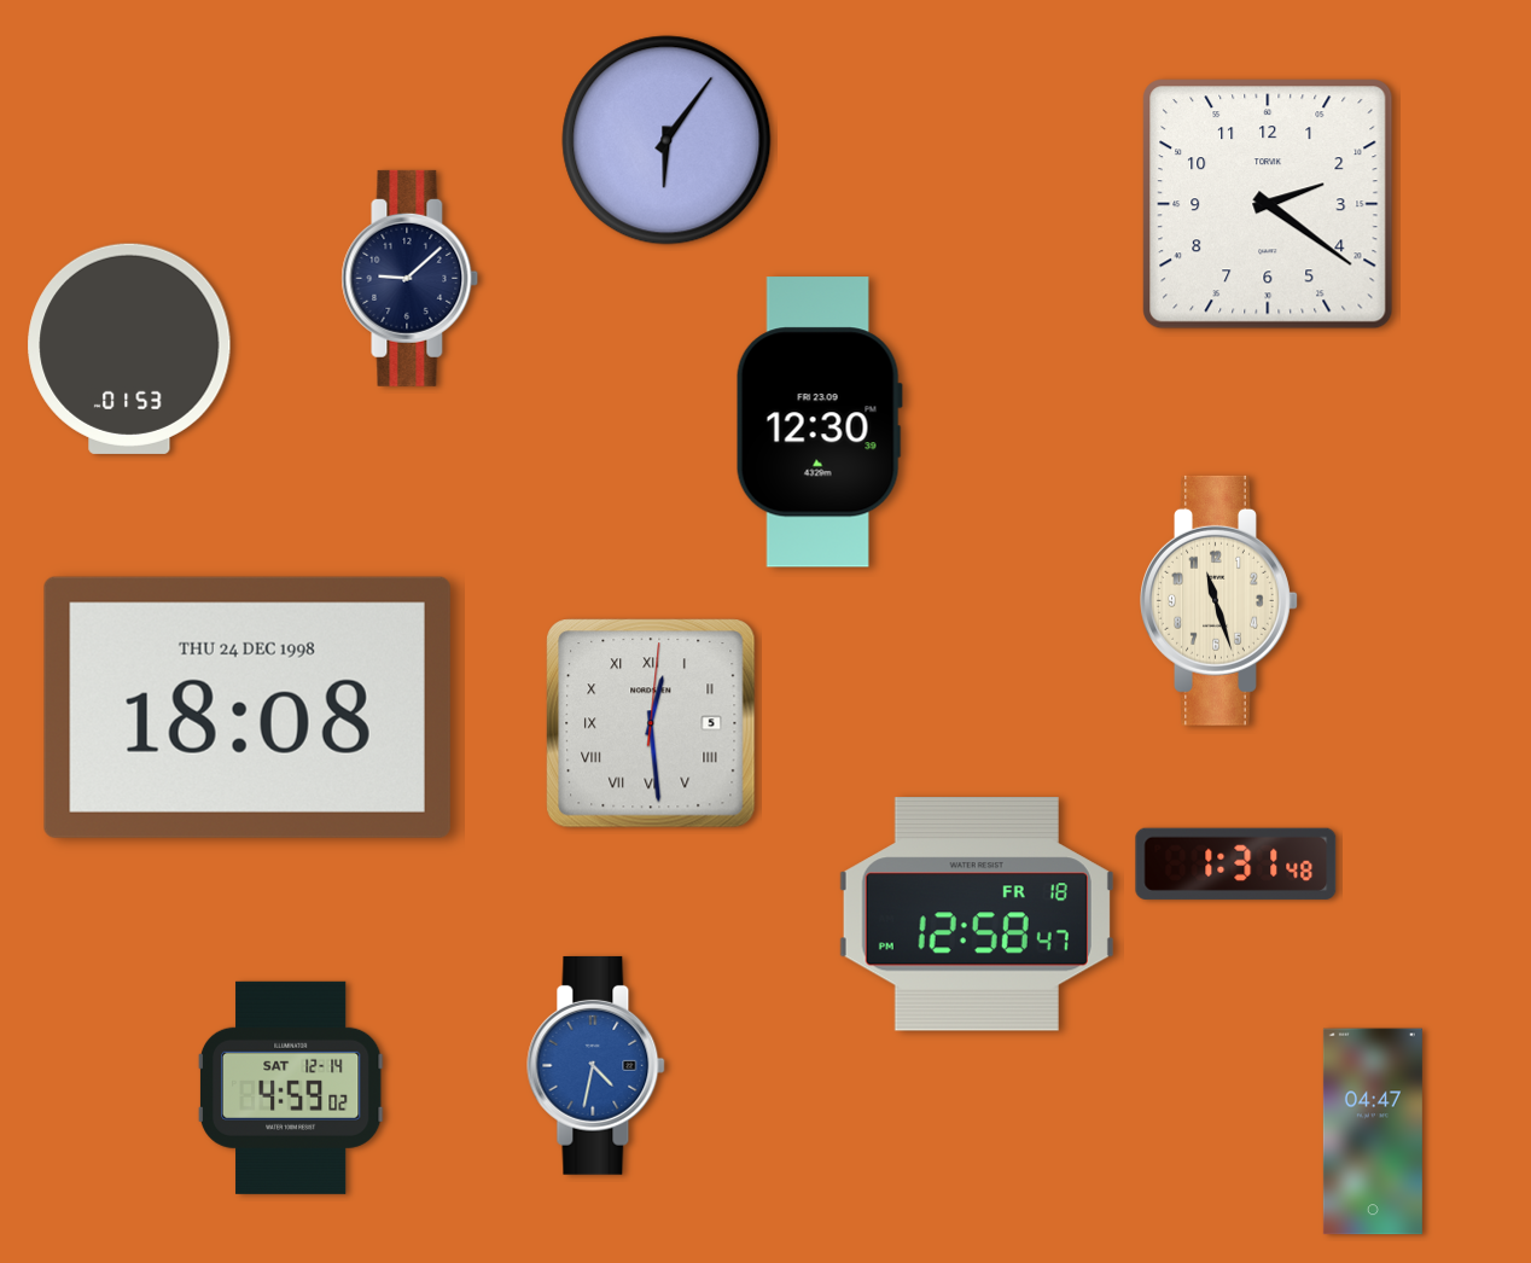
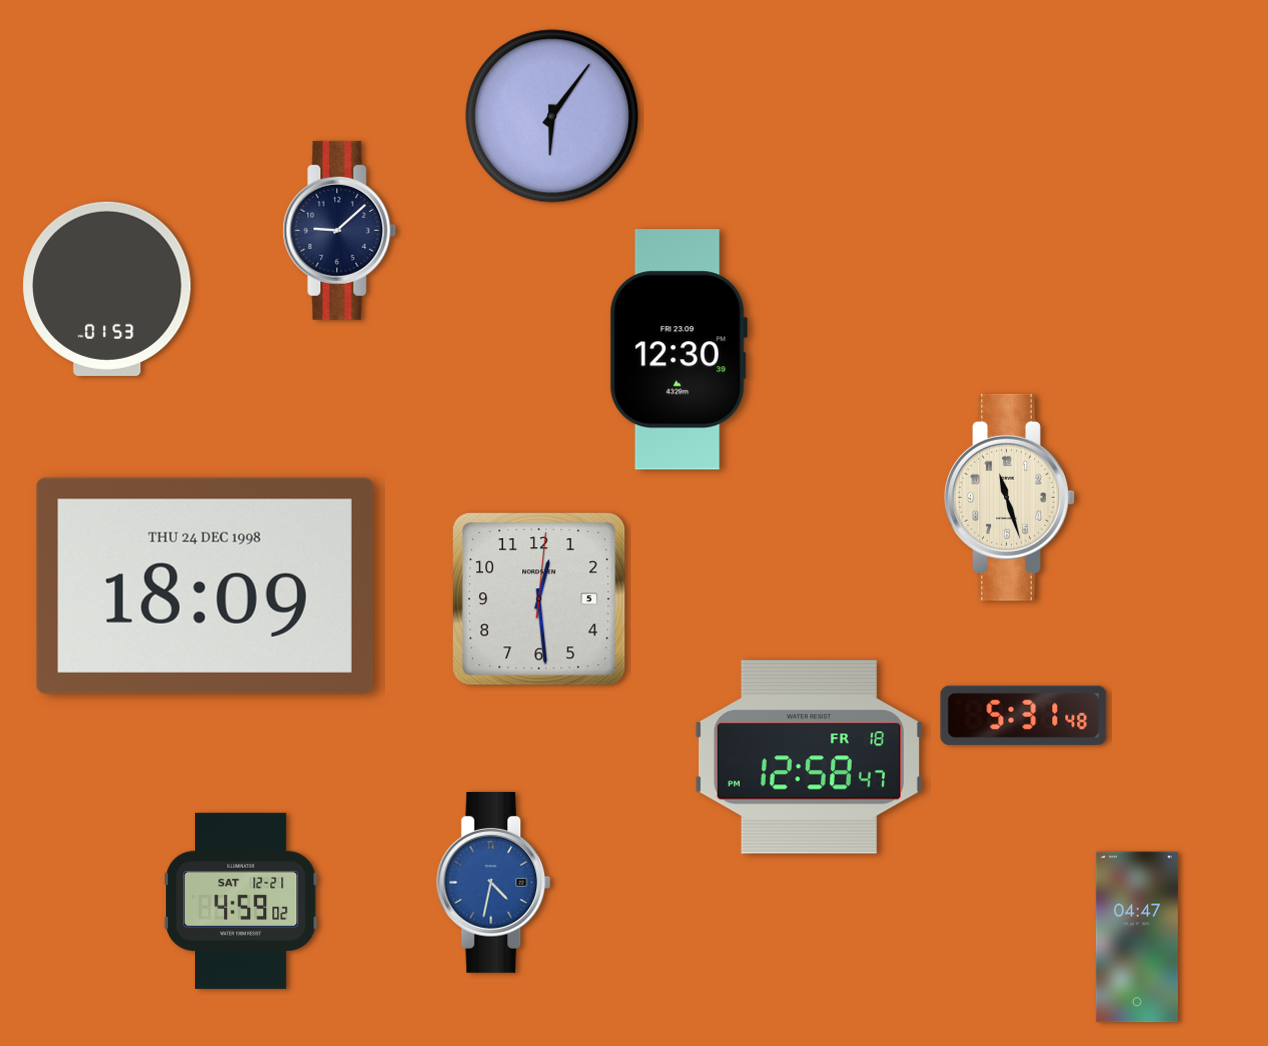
clock at (1268, 204): 2:21 -> none
clock at (248, 708): 18:08 -> 18:09
clock at (651, 723) numerals: Roman -> Arabic
clock at (1236, 863): 1:31 -> 5:31
clock at (291, 1088) date: SAT 12-14 -> SAT 12-21
